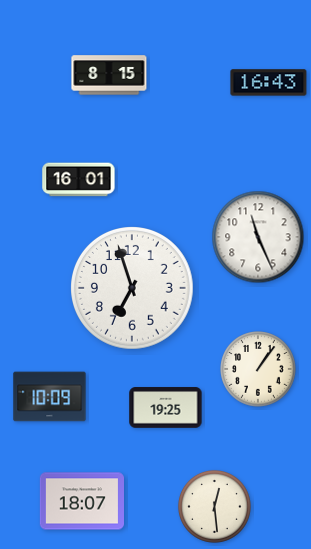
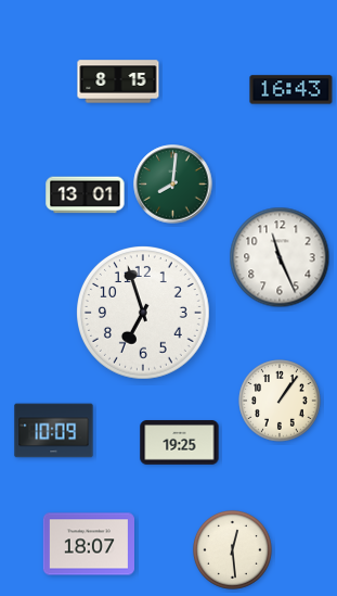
clock at (173, 185): none -> 8:01
clock at (79, 180): 16:01 -> 13:01
